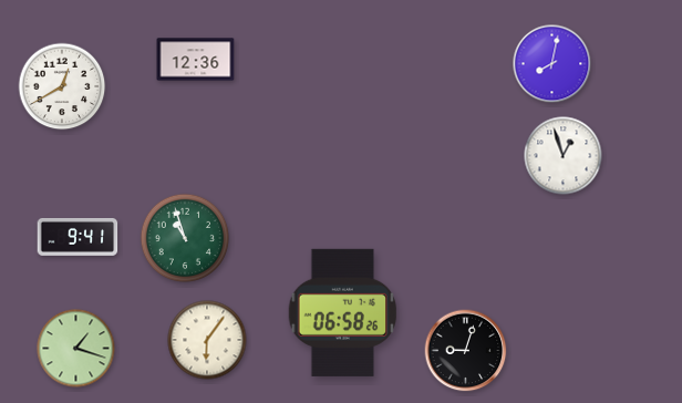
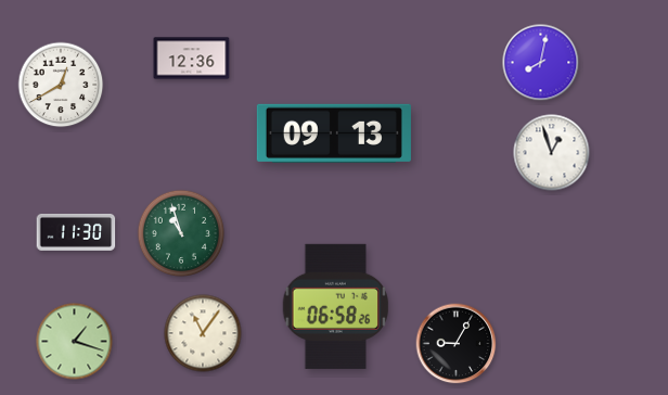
clock at (334, 133): none -> 09:13
clock at (77, 237): 9:41 -> 11:30
clock at (207, 340): 6:06 -> 11:06
clock at (466, 351): 9:03 -> 9:05
